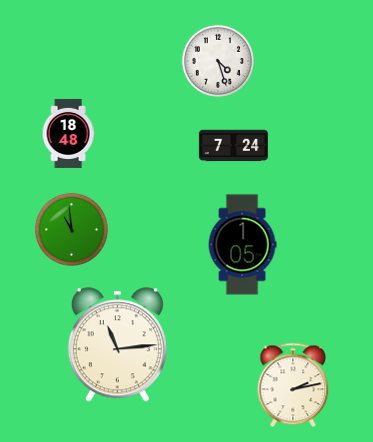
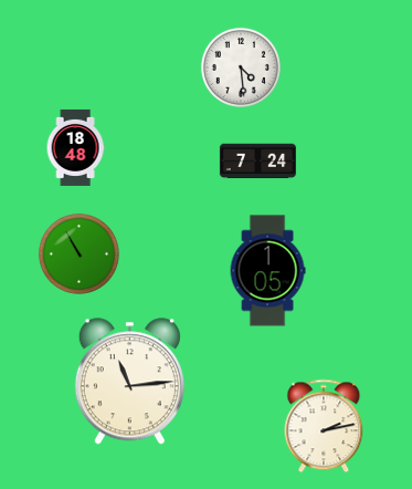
clock at (218, 61): 4:27 -> 4:29
clock at (71, 229): 10:59 -> 10:55
